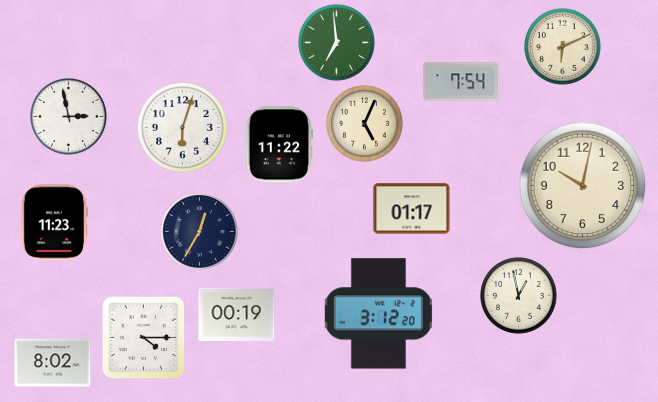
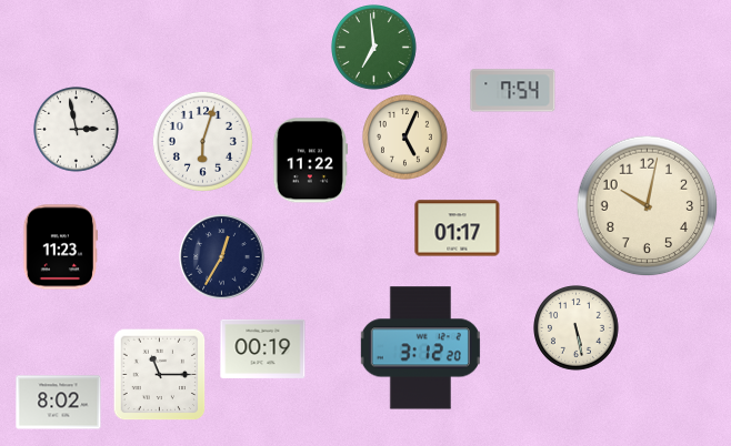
clock at (563, 47): 6:11 -> none
clock at (412, 209) position: (412, 209) -> (458, 229)
clock at (519, 296): 12:58 -> 5:28
clock at (143, 337): 4:15 -> 11:15
